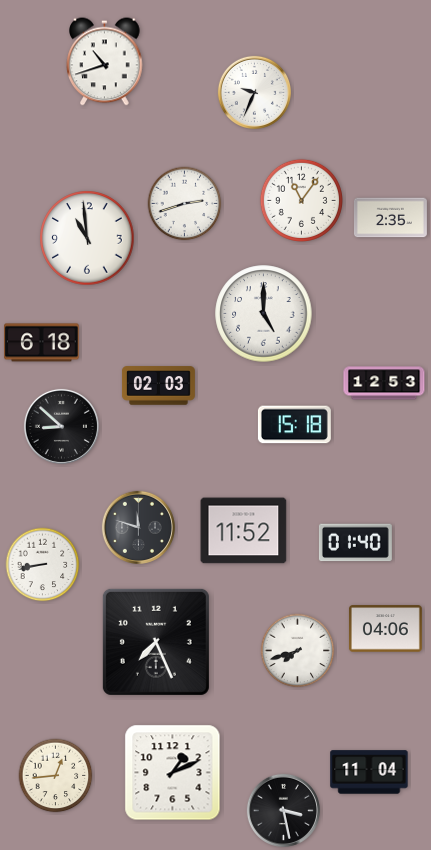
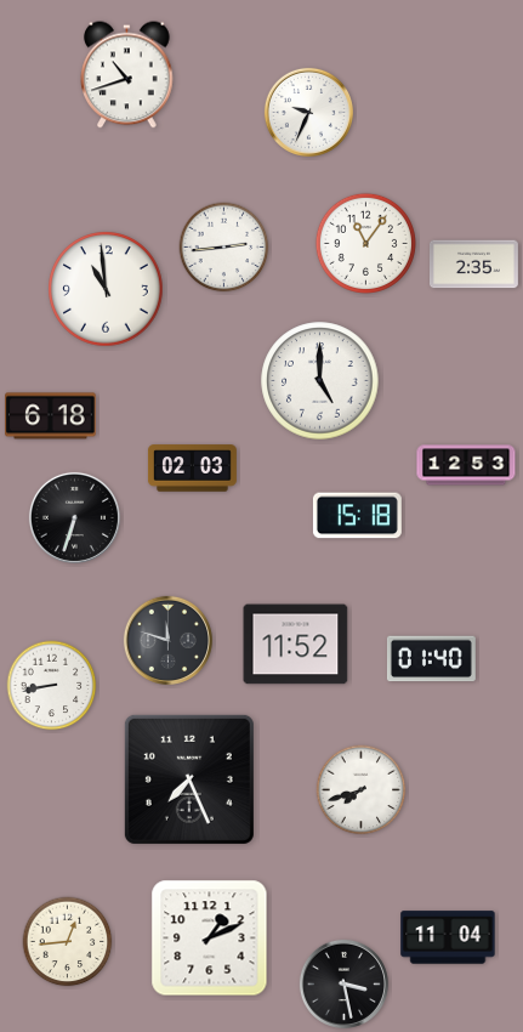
clock at (185, 204): 2:42 -> 2:44
clock at (61, 426): 8:52 -> 6:33
clock at (385, 629): 04:06 -> none
